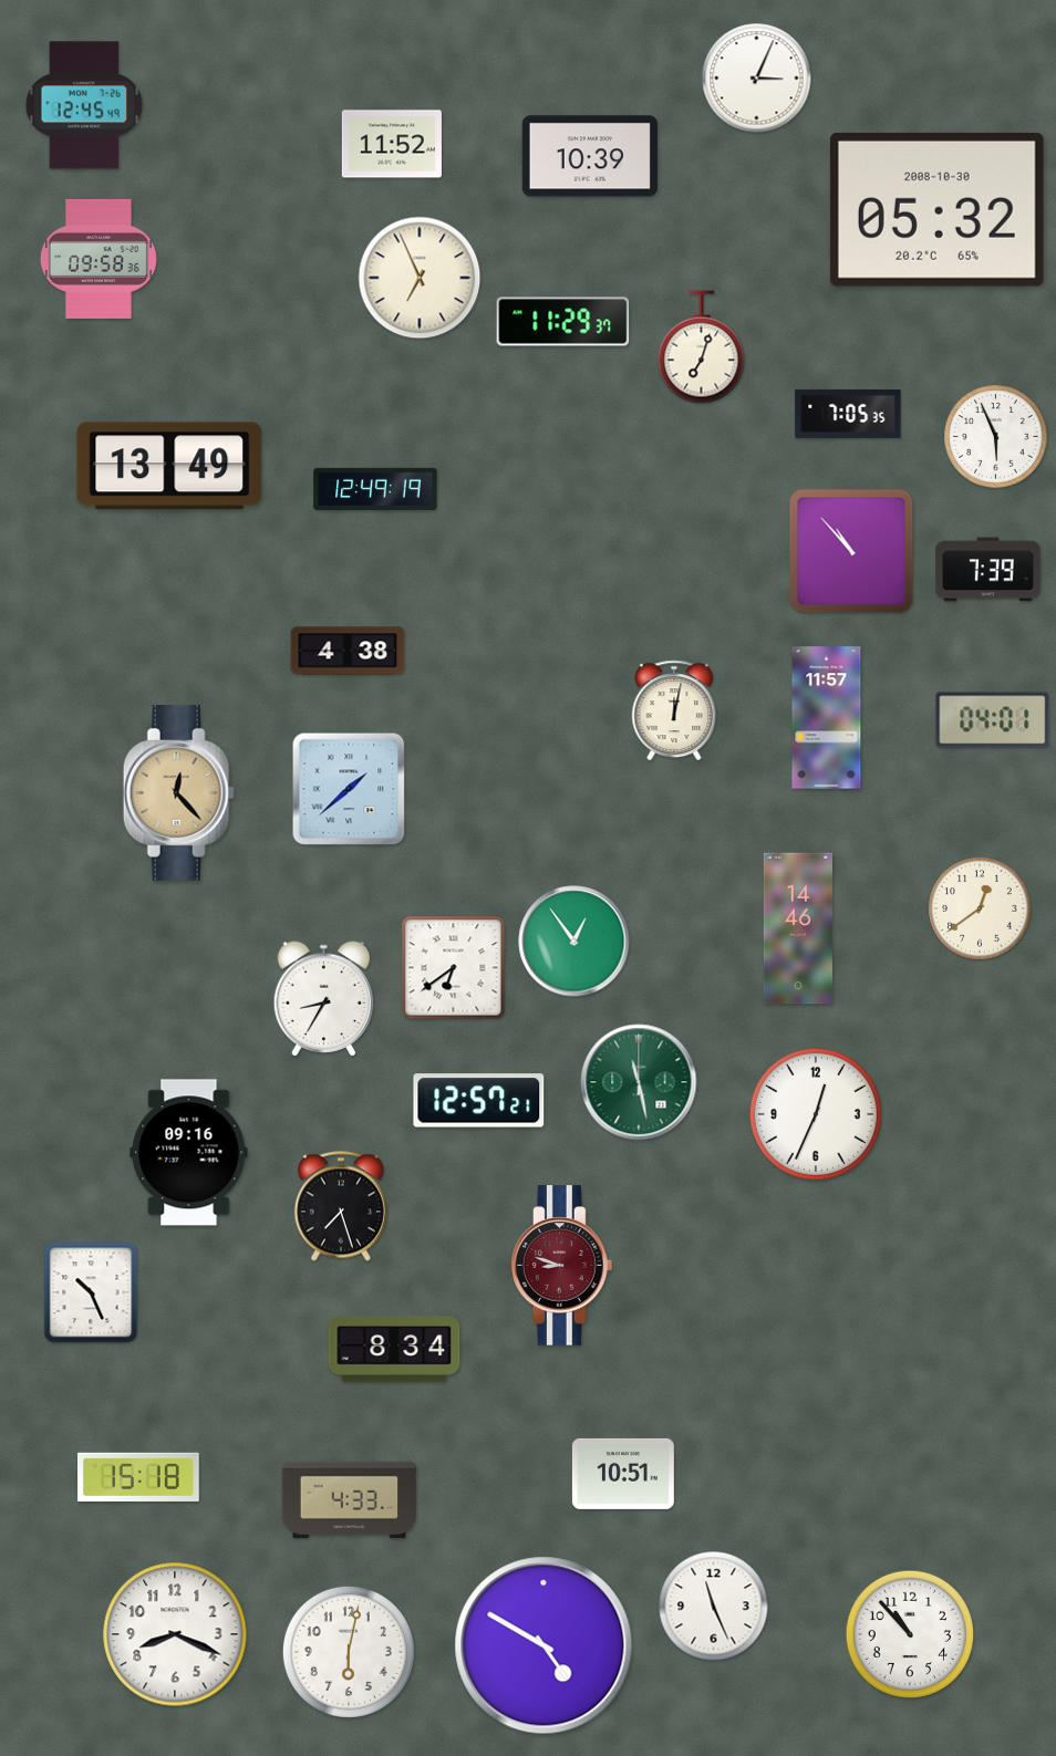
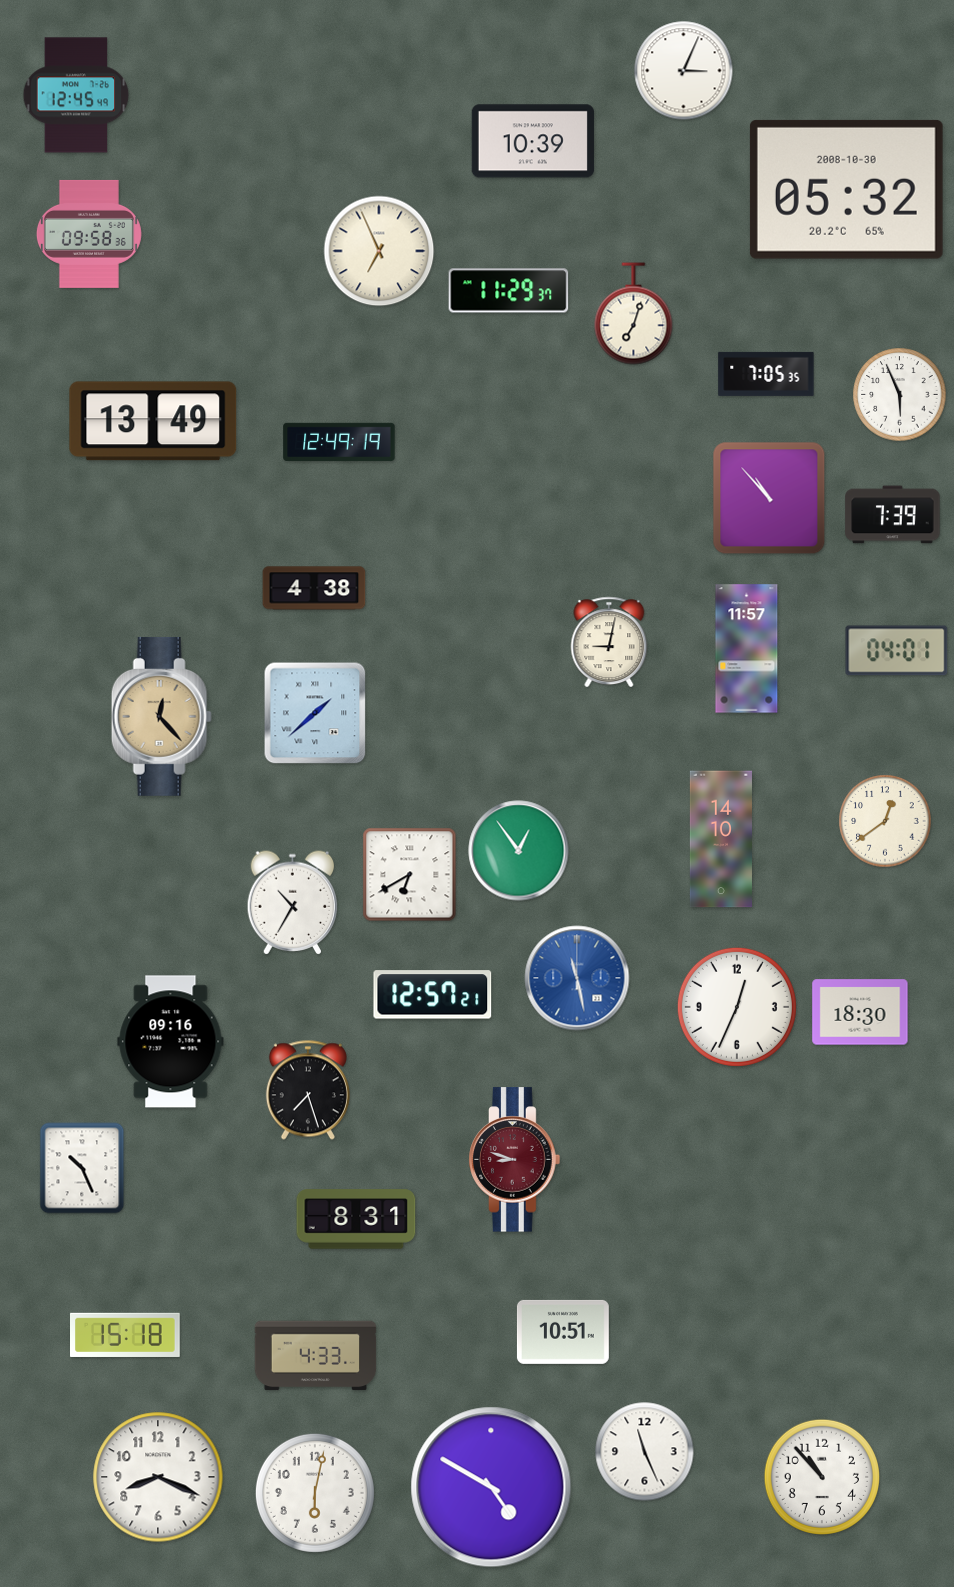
clock at (392, 144): 11:52 -> none
clock at (674, 710): 12:02 -> 9:02
clock at (798, 928): 14:46 -> 14:10
clock at (454, 968): 6:39 -> 6:40
clock at (324, 999): 8:35 -> 10:35
clock at (639, 1082) dial: green -> blue
clock at (860, 1012): none -> 18:30
clock at (562, 1266) position: (562, 1266) -> (515, 1160)
clock at (394, 1349): 8:34 -> 8:31
